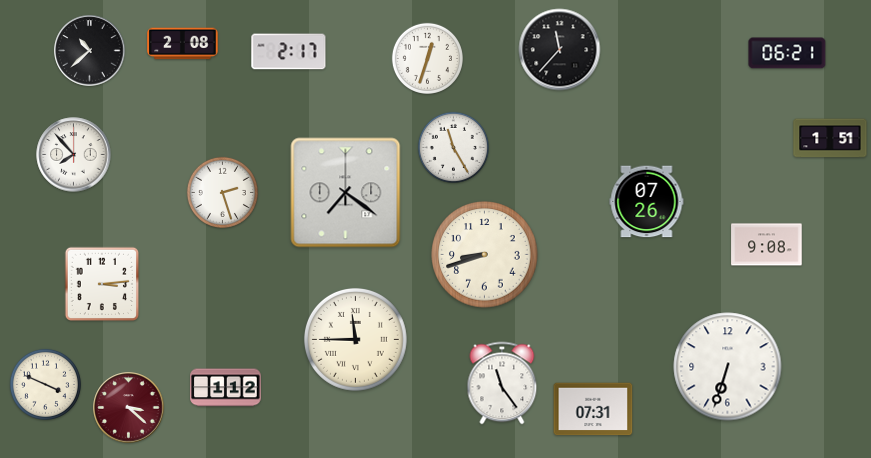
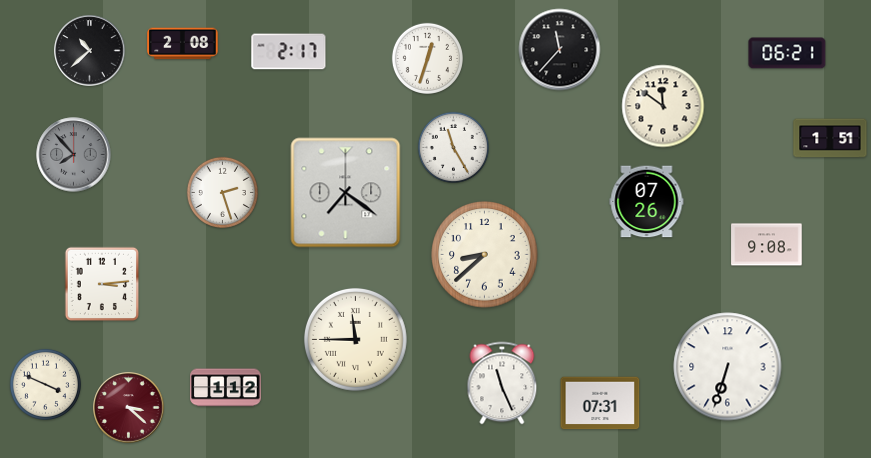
clock at (663, 106): none -> 11:51
clock at (74, 155) dial: white -> grey
clock at (485, 255): 8:42 -> 8:38
clock at (502, 383): 11:24 -> 11:26
clock at (593, 409) position: (593, 409) -> (600, 403)
